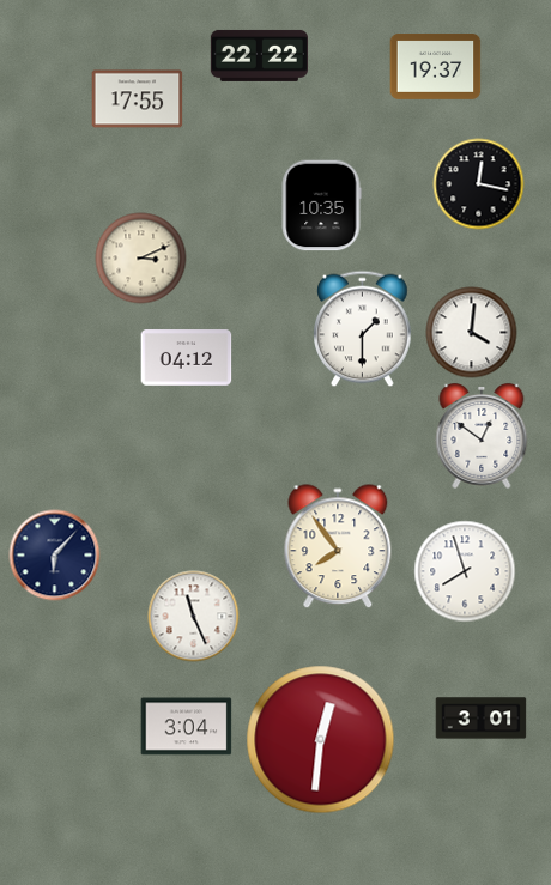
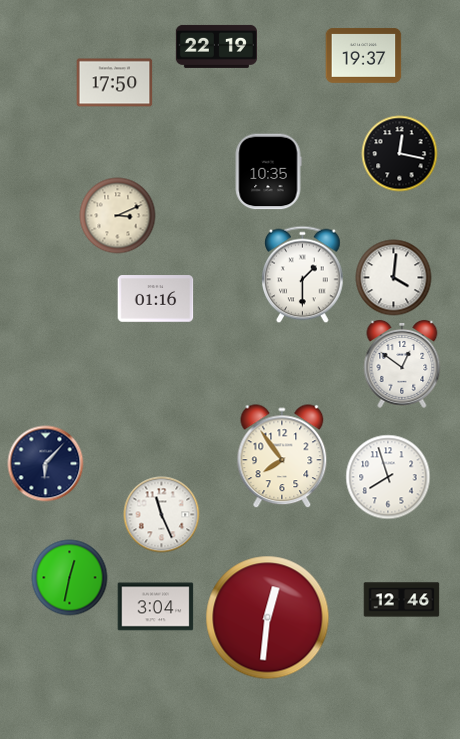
clock at (259, 55): 22:22 -> 22:19
clock at (138, 99): 17:55 -> 17:50
clock at (187, 358): 04:12 -> 01:16
clock at (70, 578): none -> 12:32
clock at (482, 719): 3:01 -> 12:46
